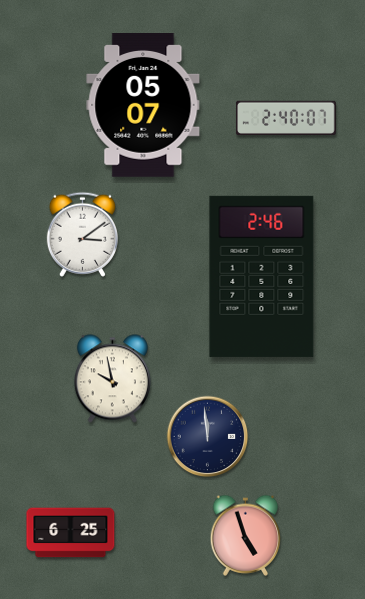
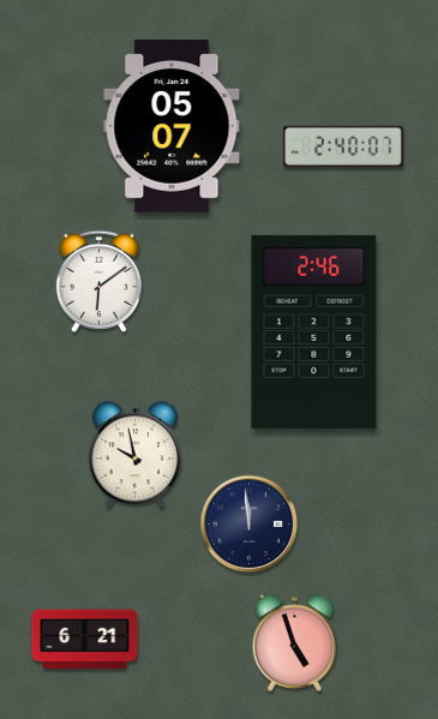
clock at (287, 118) position: (287, 118) -> (344, 146)
clock at (82, 234): 3:09 -> 6:09
clock at (71, 533): 6:25 -> 6:21
